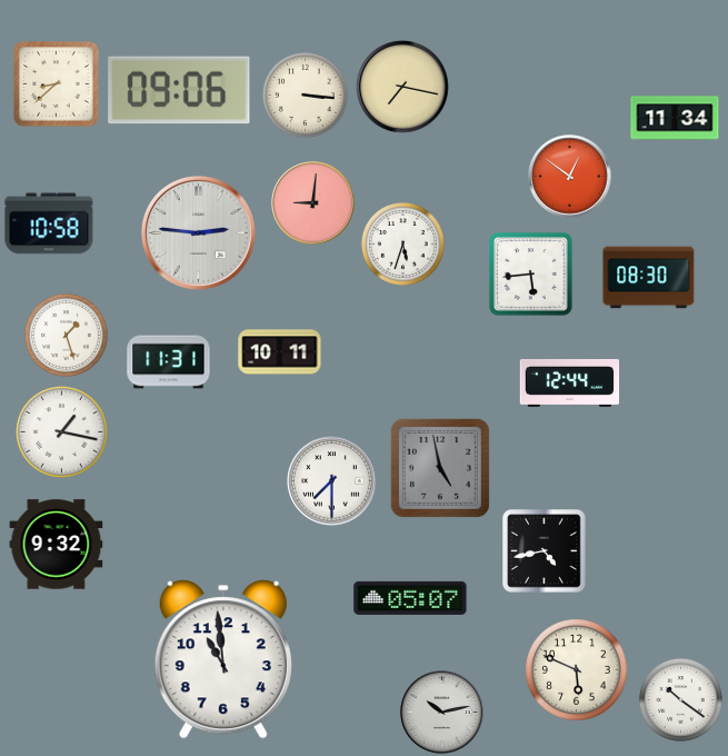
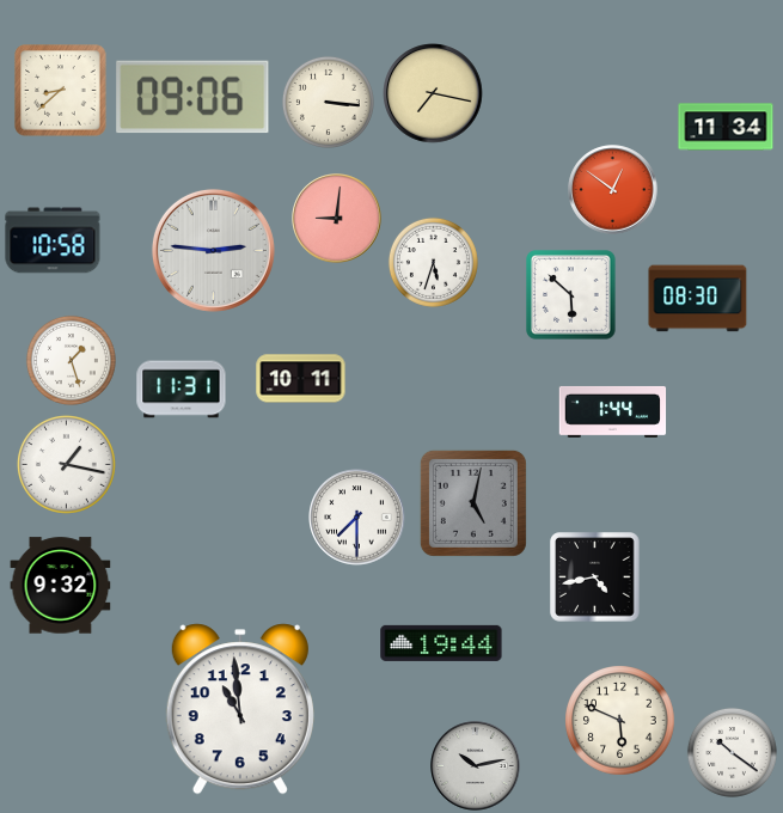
clock at (531, 275): 5:44 -> 5:52
clock at (570, 382): 12:44 -> 1:44
clock at (440, 468): 4:58 -> 5:02
clock at (545, 551) position: (545, 551) -> (595, 577)
clock at (410, 598): 05:07 -> 19:44
